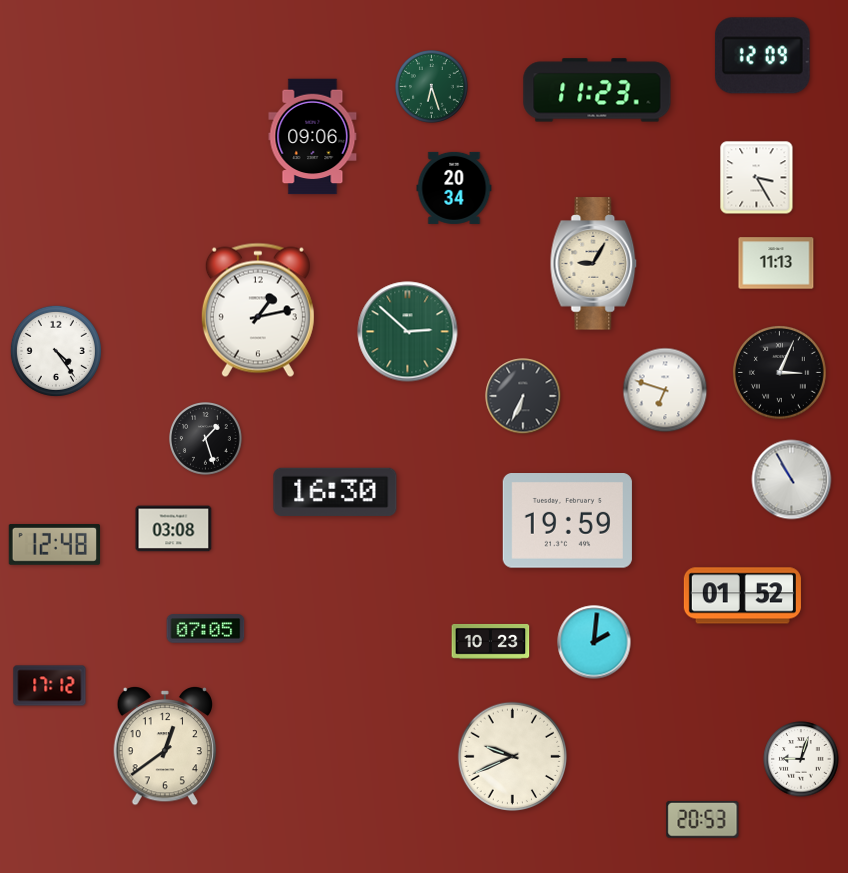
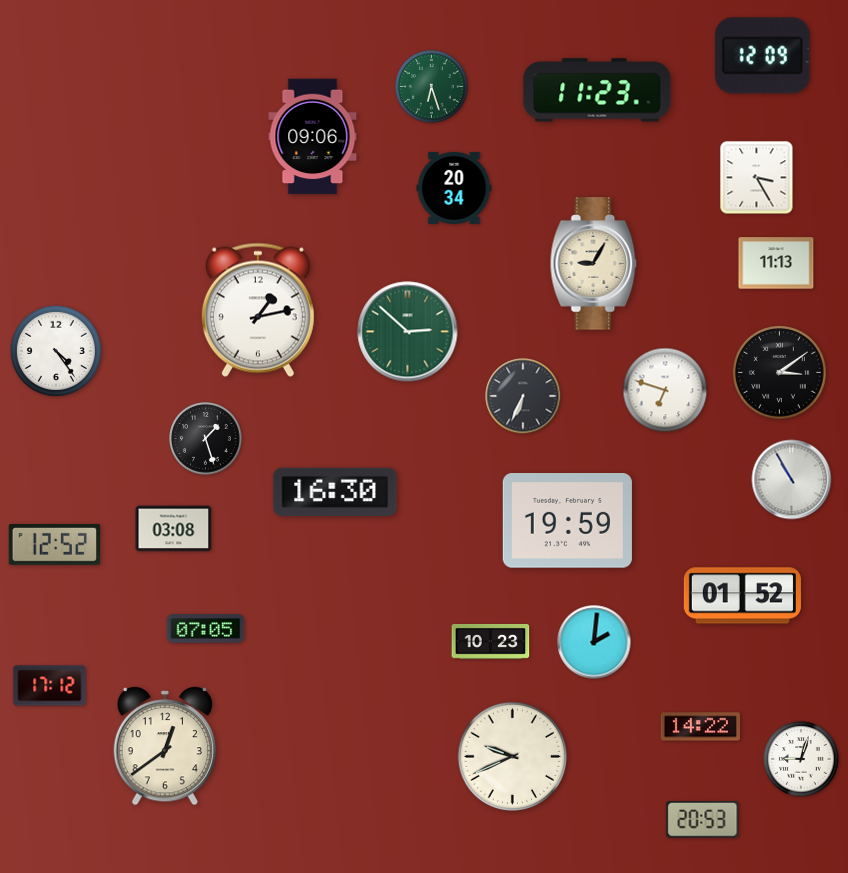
clock at (780, 373): 3:04 -> 3:09
clock at (55, 545): 12:48 -> 12:52
clock at (700, 727): none -> 14:22
